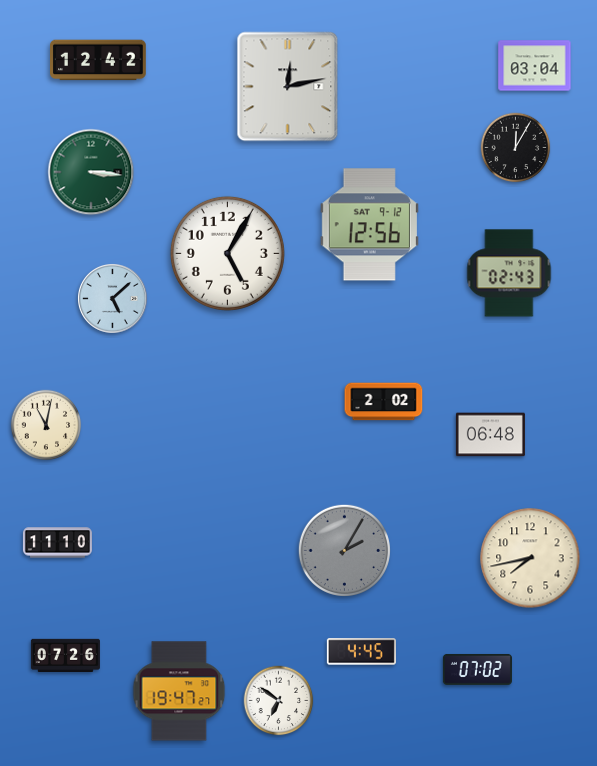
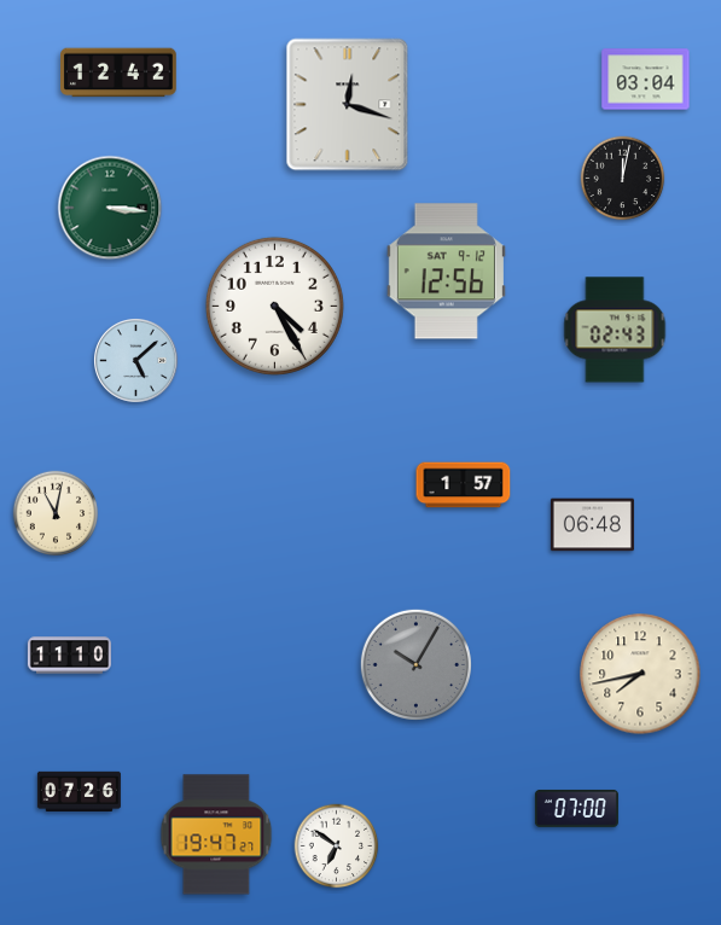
clock at (288, 87): 12:13 -> 12:18
clock at (516, 148): 12:05 -> 12:02
clock at (227, 253): 5:05 -> 4:25
clock at (384, 402): 2:02 -> 1:57
clock at (344, 550): 2:05 -> 10:05
clock at (361, 652): 4:45 -> none
clock at (477, 669): 07:02 -> 07:00
